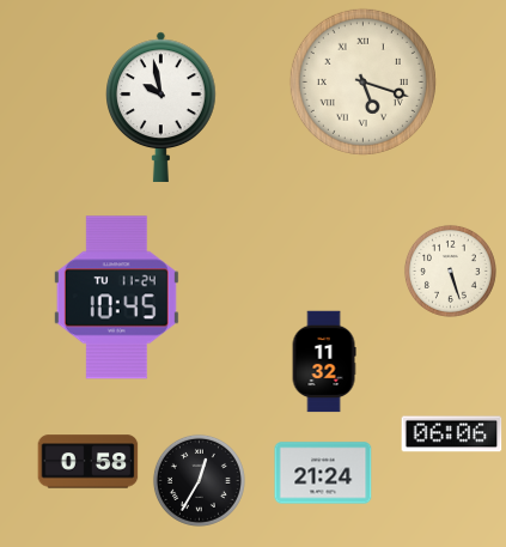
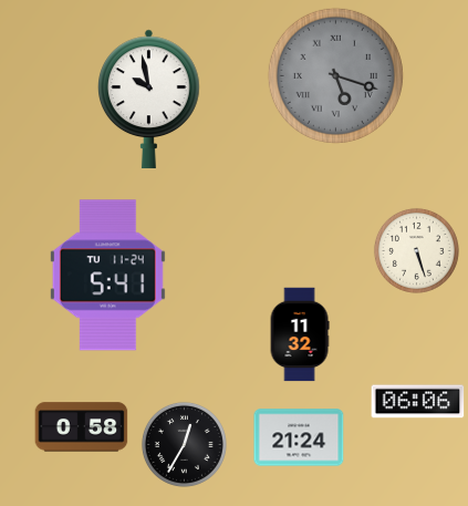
clock at (362, 81) dial: cream -> grey
clock at (116, 298): 10:45 -> 5:41
